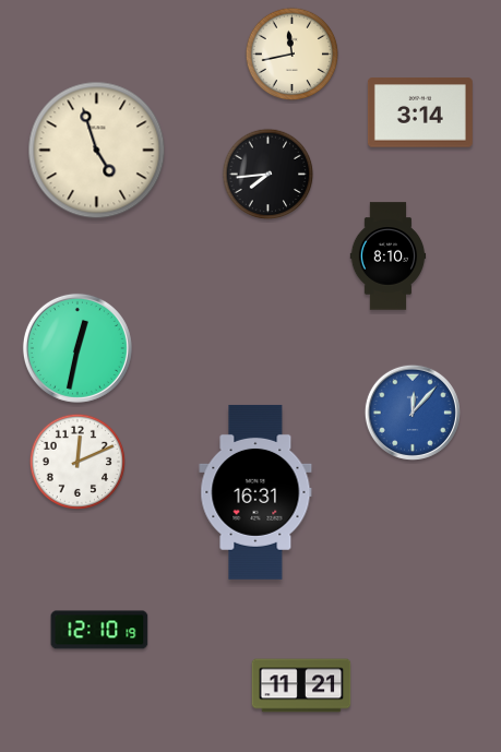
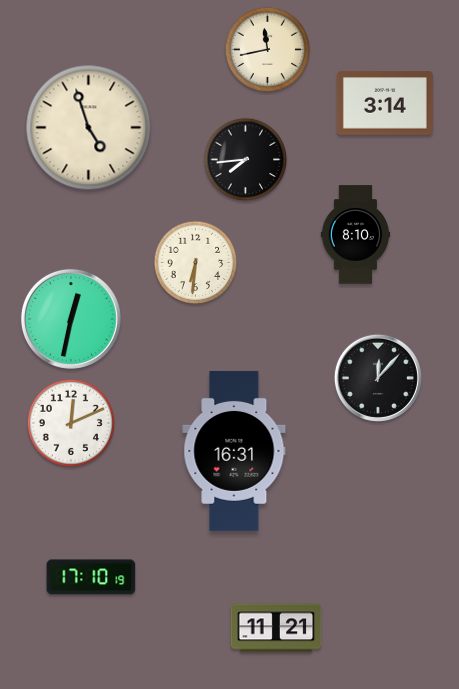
clock at (97, 151) position: (97, 151) -> (89, 128)
clock at (196, 263): none -> 6:31
clock at (413, 413) dial: blue -> black
clock at (99, 630): 12:10 -> 17:10
